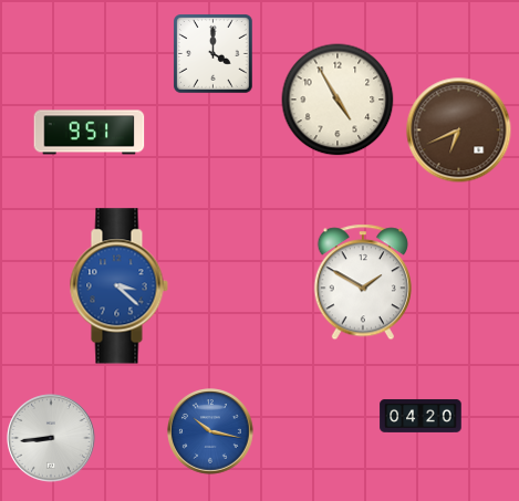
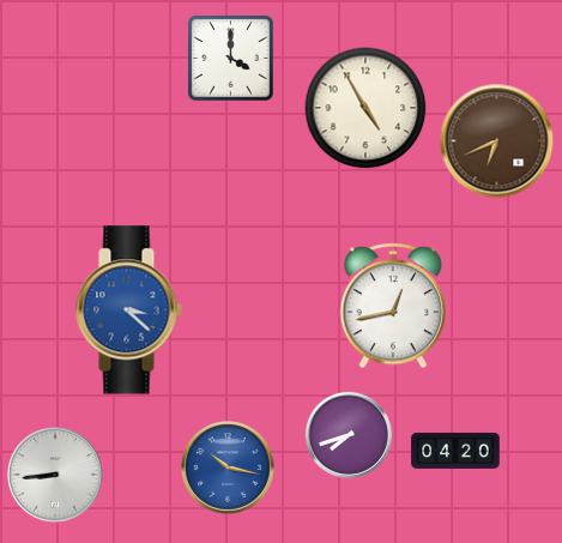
clock at (90, 133): 9:51 -> none
clock at (363, 282): 1:50 -> 12:43
clock at (349, 435): none -> 7:42
